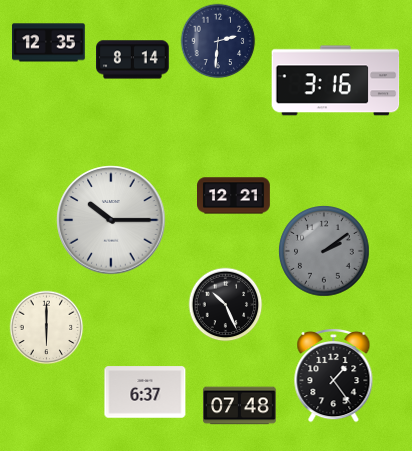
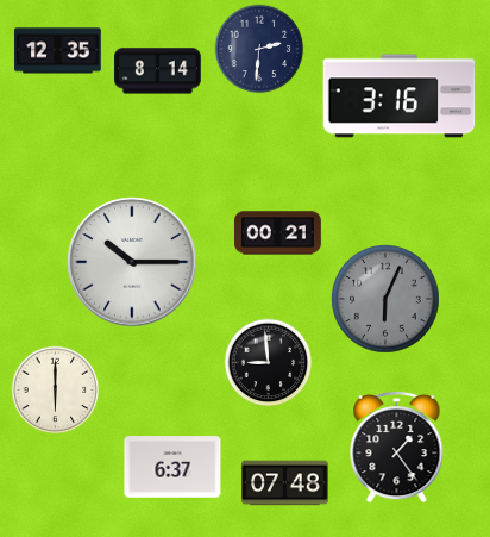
clock at (234, 196): 12:21 -> 00:21
clock at (324, 251): 2:09 -> 6:04
clock at (226, 305): 10:26 -> 8:59
